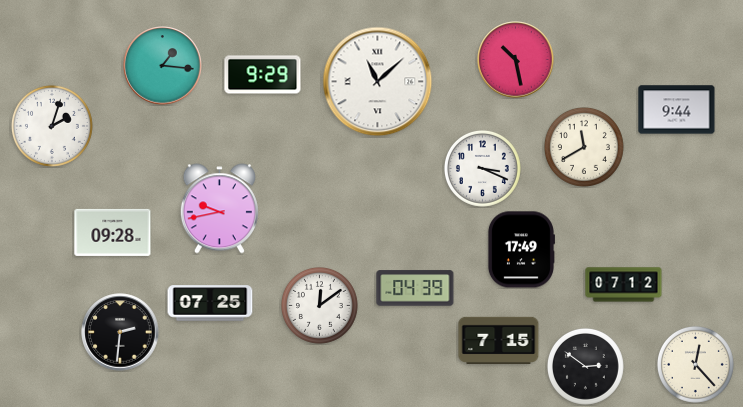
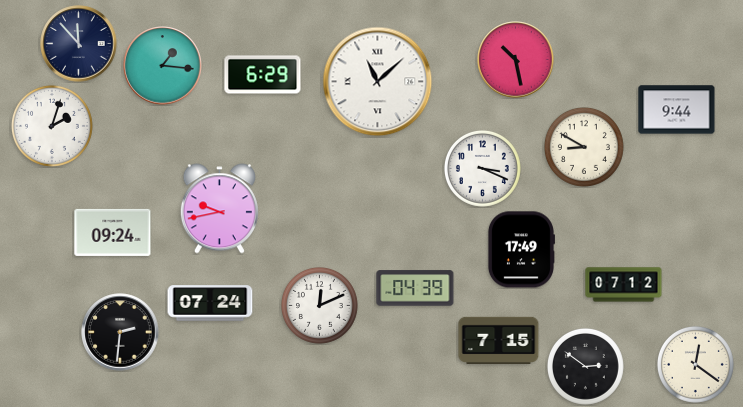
clock at (79, 44): none -> 11:53
clock at (263, 75): 9:29 -> 6:29
clock at (584, 147): 11:40 -> 8:50
clock at (113, 232): 09:28 -> 09:24
clock at (210, 303): 07:25 -> 07:24
clock at (319, 305): 12:09 -> 12:11
clock at (695, 364): 12:23 -> 12:21
